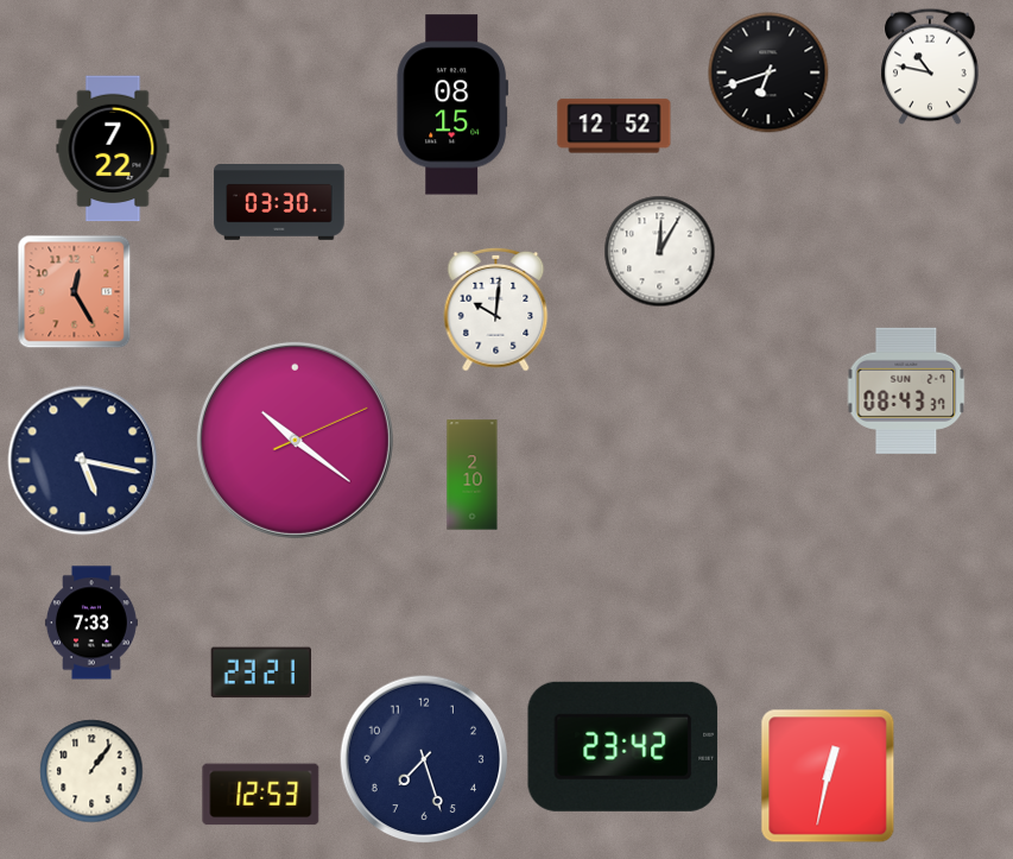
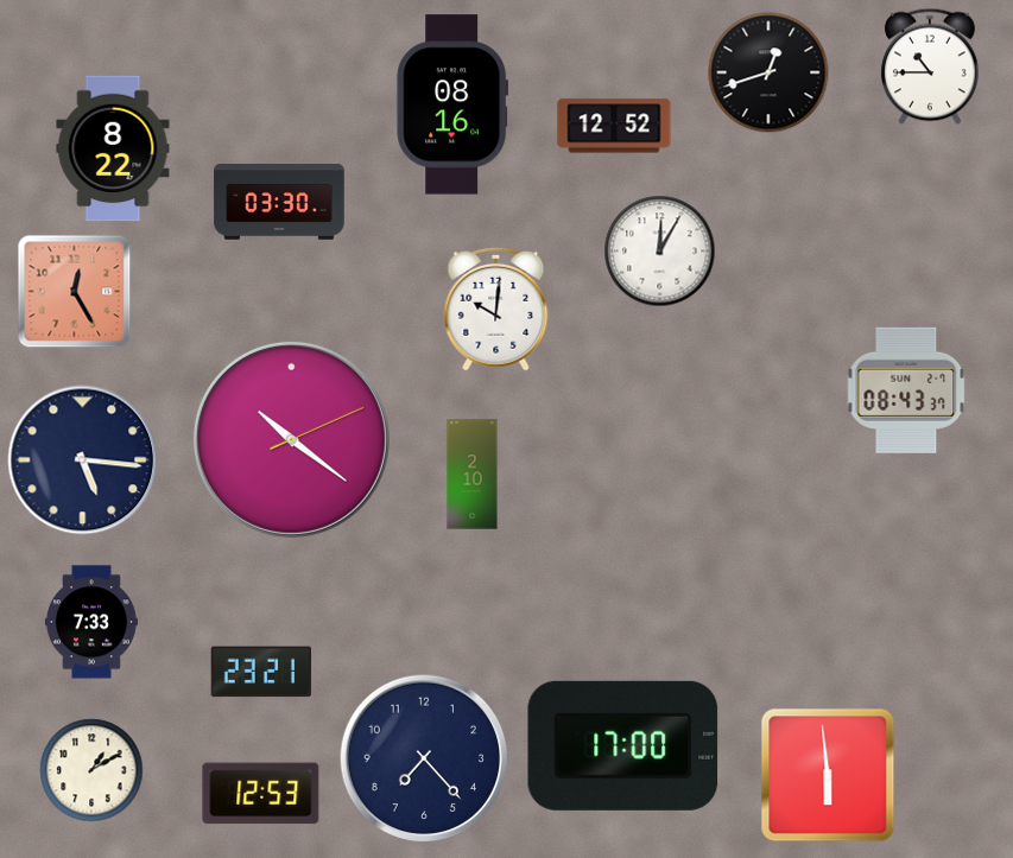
clock at (930, 67): 10:47 -> 10:45
clock at (768, 72): 6:42 -> 12:42
clock at (452, 105): 08:15 -> 08:16
clock at (113, 149): 7:22 -> 8:22
clock at (295, 440) position: (295, 440) -> (291, 439)
clock at (83, 461): 5:17 -> 5:16
clock at (623, 746): 23:42 -> 17:00
clock at (424, 759): 7:27 -> 7:23
clock at (91, 771): 1:06 -> 1:10
clock at (828, 776): 12:32 -> 5:59
